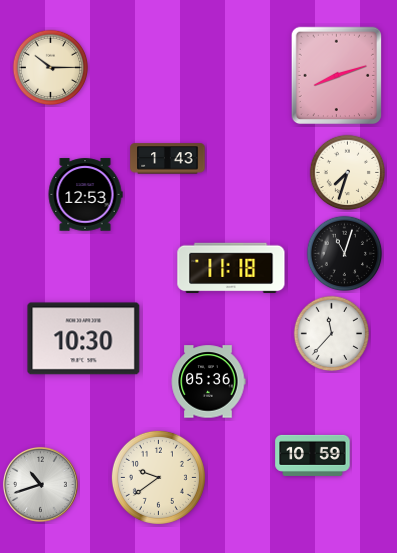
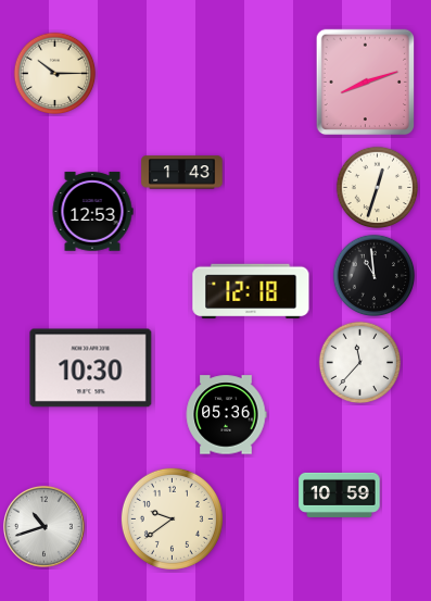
clock at (348, 173): 7:33 -> 12:33
clock at (345, 254): 11:03 -> 10:59
clock at (231, 268): 11:18 -> 12:18
